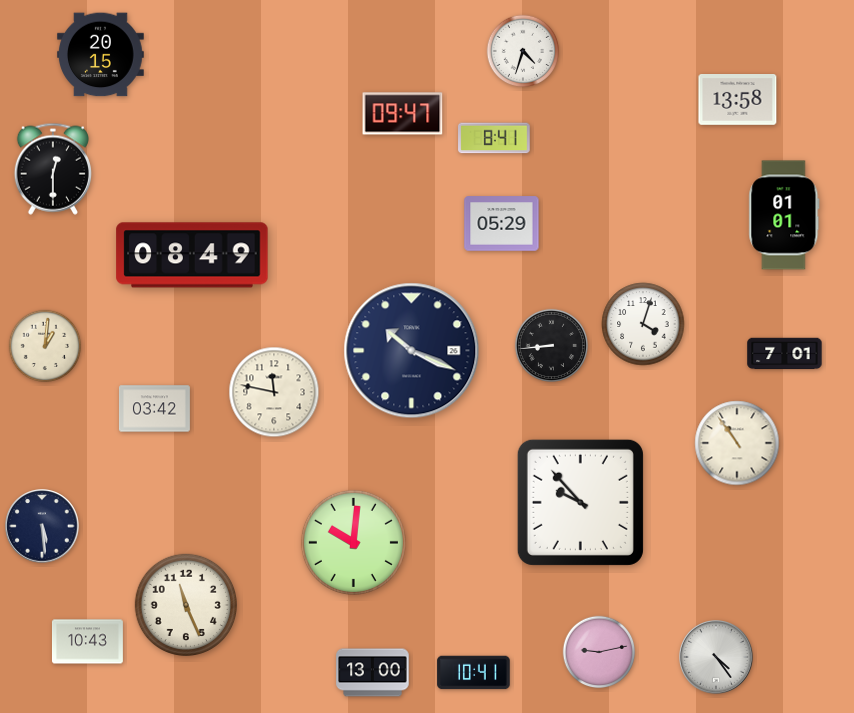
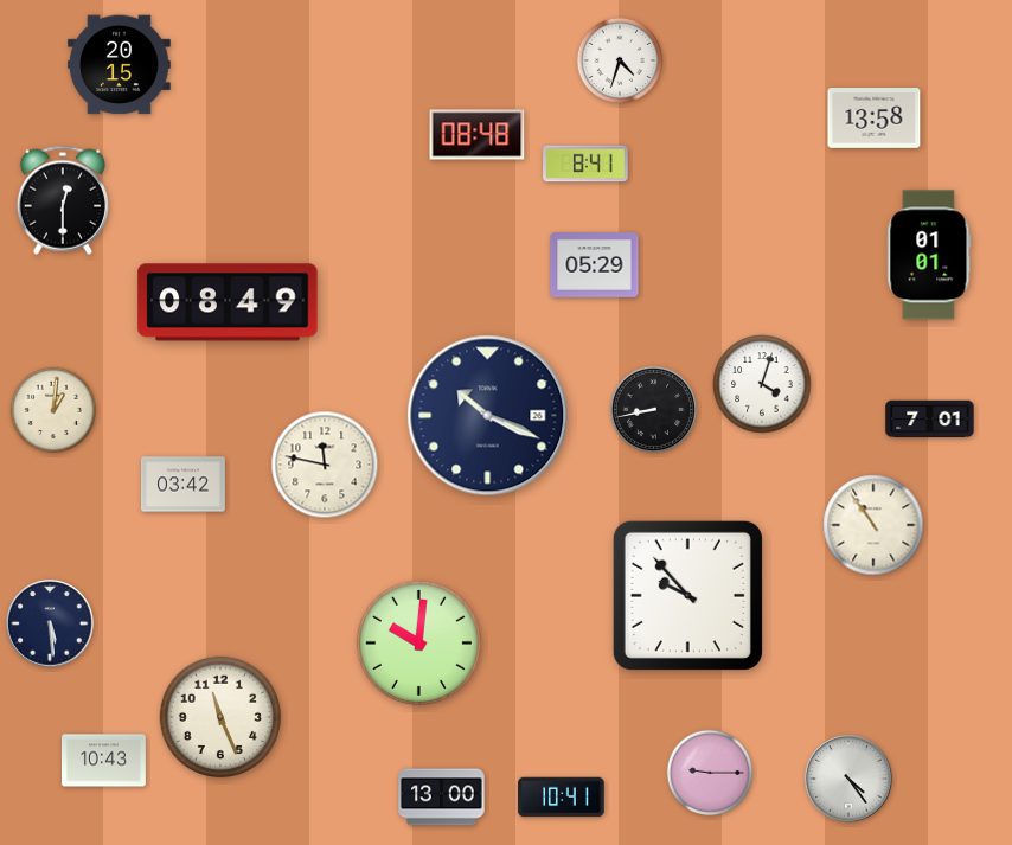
clock at (403, 114): 09:47 -> 08:48
clock at (551, 345): 8:44 -> 8:43
clock at (599, 652): 9:13 -> 9:15
